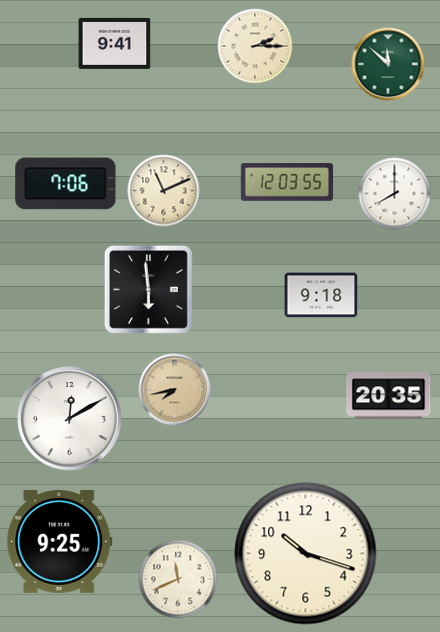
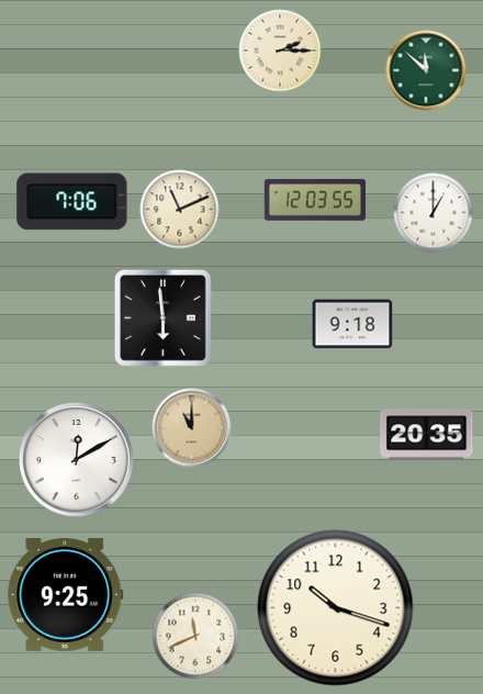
clock at (115, 43): 9:41 -> none
clock at (395, 194): 8:00 -> 1:00
clock at (175, 390): 7:43 -> 11:00
